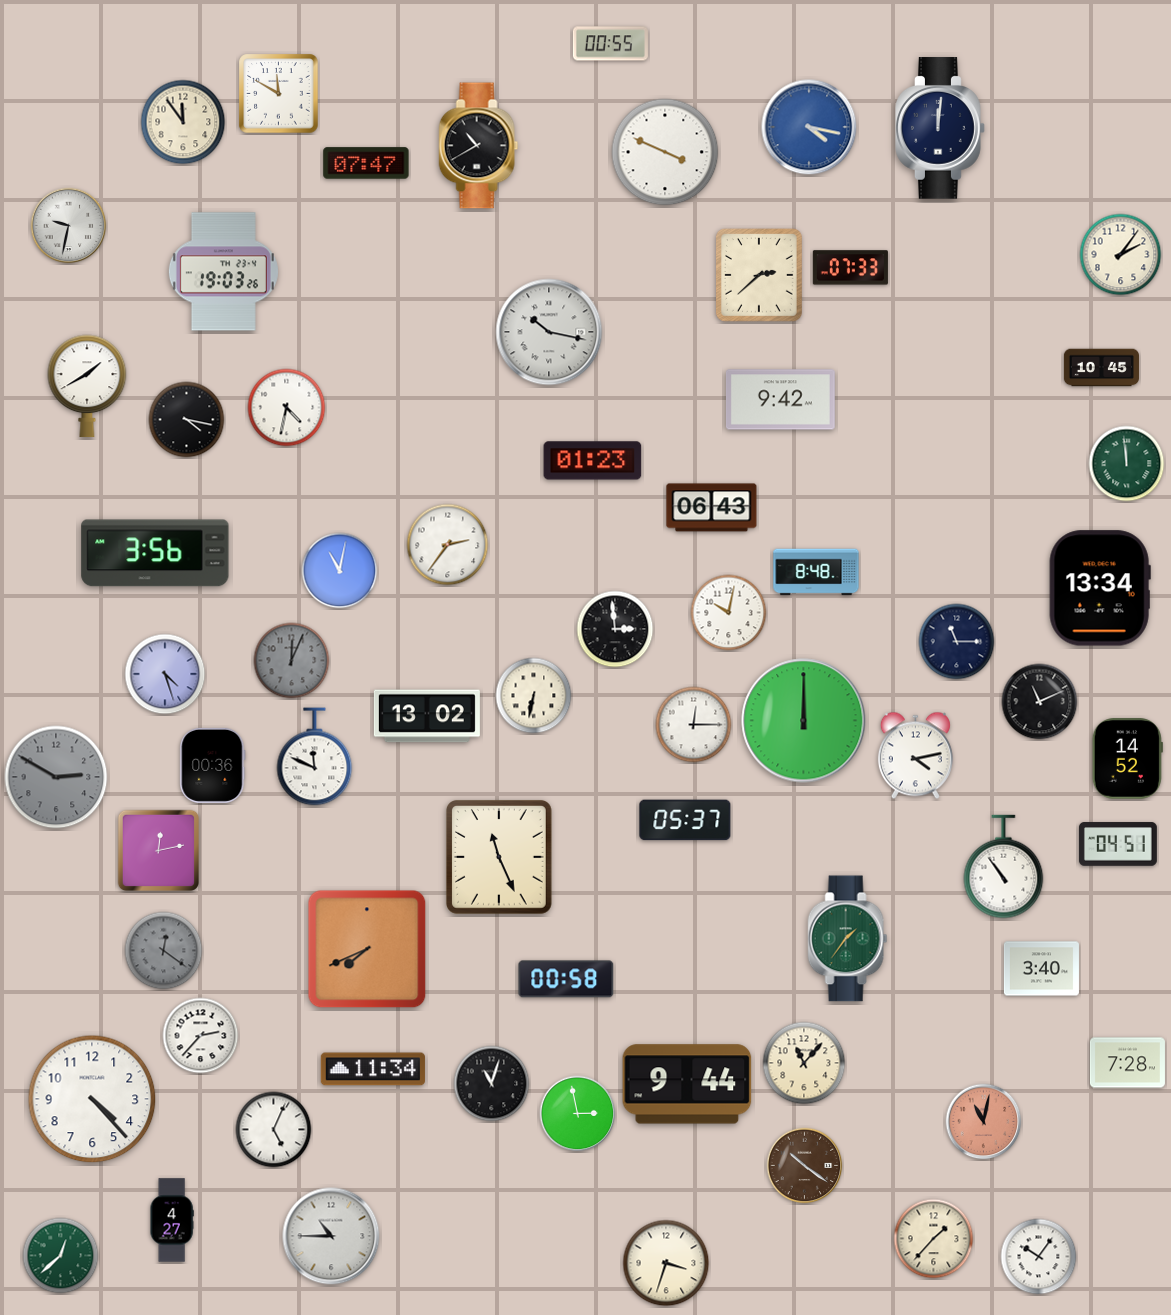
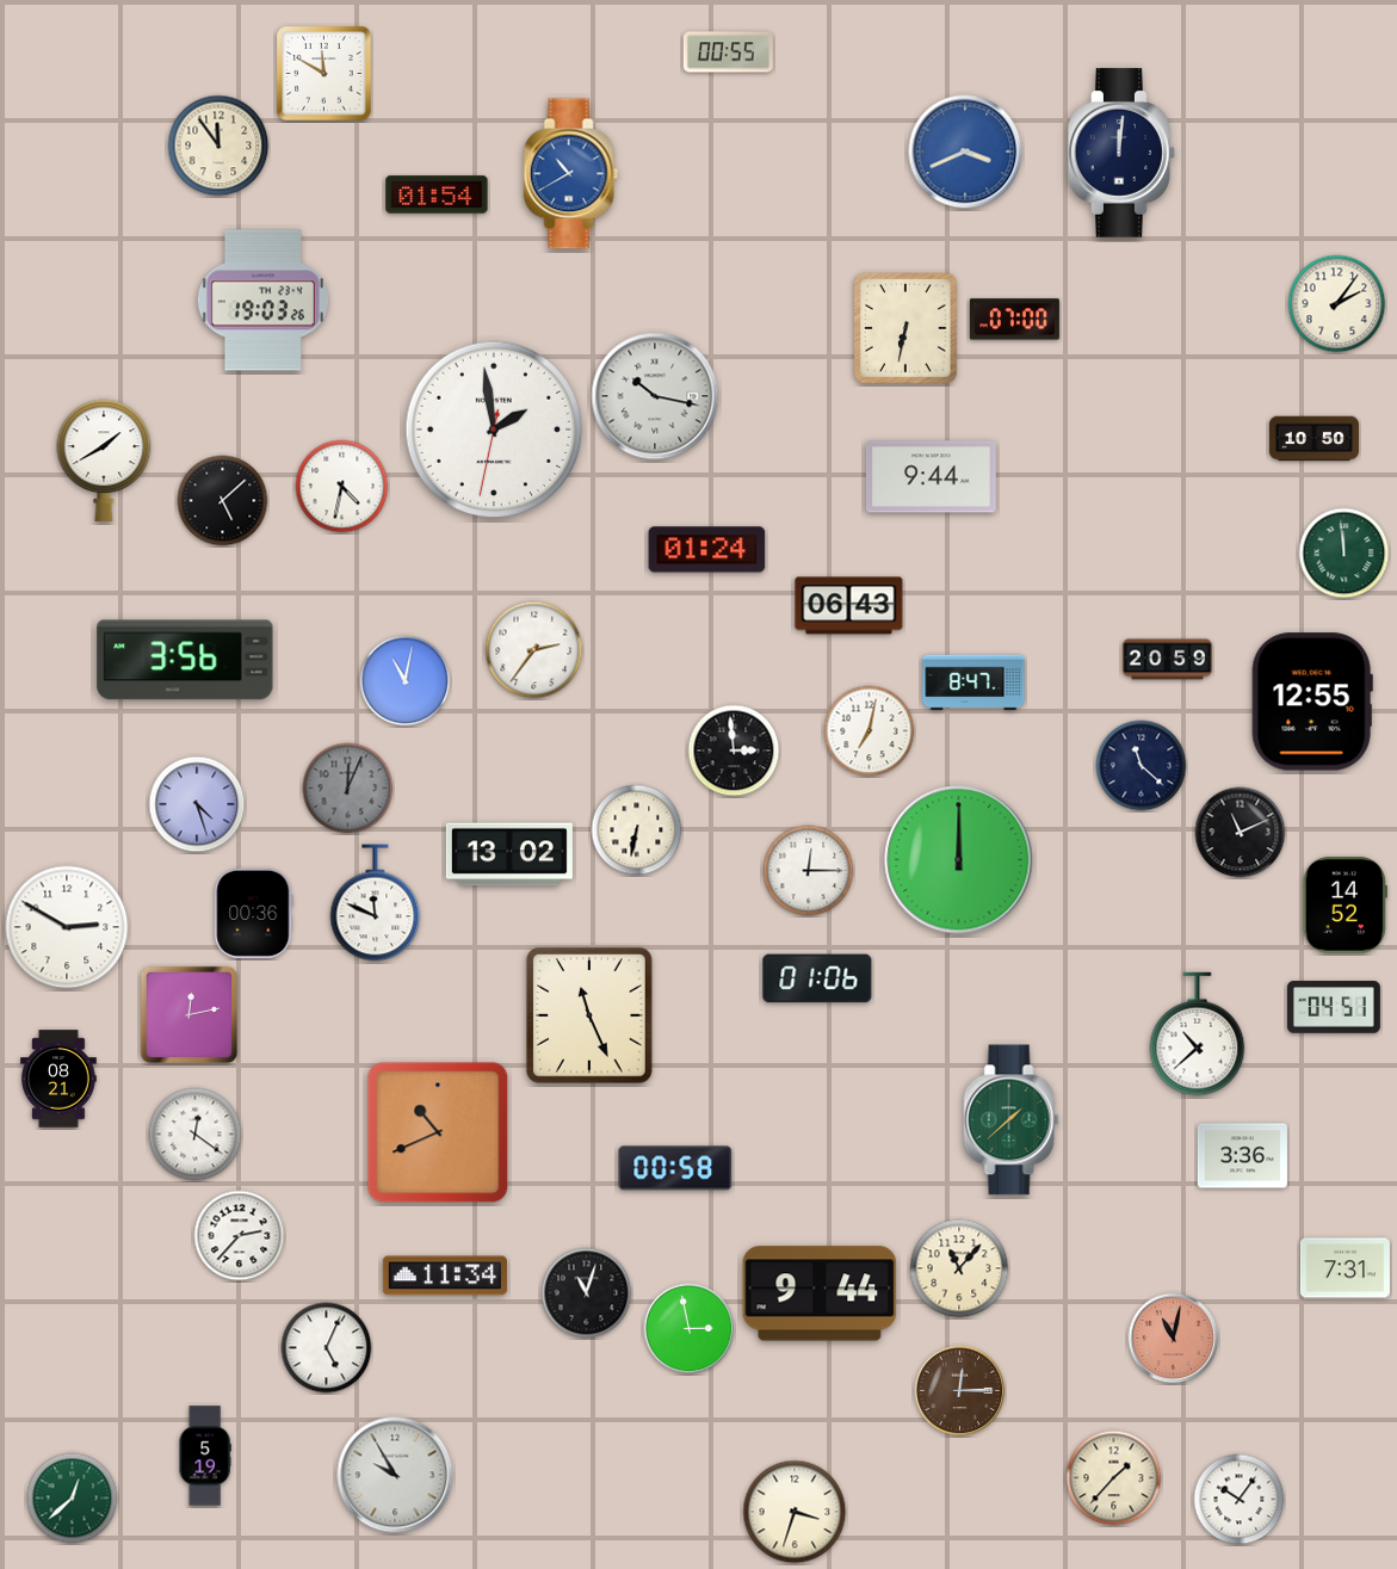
clock at (279, 94) position: (279, 94) -> (324, 74)
clock at (809, 127): 4:17 -> 3:41
clock at (479, 146) dial: black -> blue
clock at (665, 152): 3:49 -> none
clock at (366, 163): 07:47 -> 01:54
clock at (69, 226): 9:32 -> none
clock at (850, 268): 07:33 -> 07:00
clock at (223, 272) position: (223, 272) -> (262, 301)
clock at (759, 276): 2:38 -> 6:32
clock at (494, 430): none -> 1:58
clock at (1101, 368): 10:45 -> 10:50
clock at (780, 400): 9:42 -> 9:44
clock at (187, 420): 4:17 -> 5:08
clock at (593, 461): 01:23 -> 01:24
clock at (1167, 660): none -> 20:59
clock at (816, 572): 8:48 -> 8:47
clock at (1100, 588): 13:34 -> 12:55
clock at (729, 613): 10:02 -> 7:02
clock at (957, 642): 11:15 -> 11:22
clock at (1040, 702) position: (1040, 702) -> (1241, 833)
clock at (694, 725) position: (694, 725) -> (809, 871)
clock at (915, 756): 4:13 -> none
clock at (56, 777) dial: grey -> white
clock at (685, 820): 05:37 -> 01:06
clock at (499, 857) position: (499, 857) -> (589, 1015)
clock at (1004, 867): 10:54 -> 10:38
clock at (58, 1079): none -> 08:21
clock at (848, 939): 1:36 -> 1:38
clock at (367, 949): 7:41 -> 10:41
clock at (164, 951) dial: grey -> white
clock at (1041, 969): 3:40 -> 3:36
clock at (1127, 1063): 7:28 -> 7:31
clock at (92, 1099): 4:23 -> none
clock at (805, 1166): 10:21 -> 12:15
clock at (172, 1220): 4:27 -> 5:19
clock at (331, 1236): 10:45 -> 9:55
clock at (666, 1263) position: (666, 1263) -> (795, 1512)
